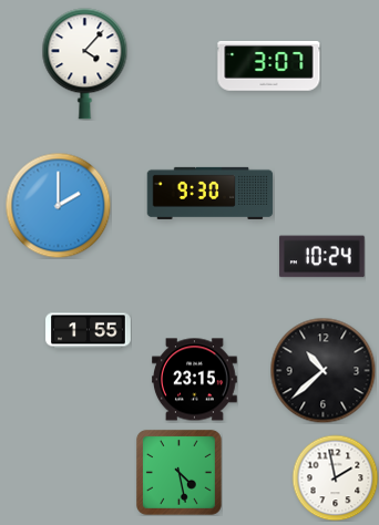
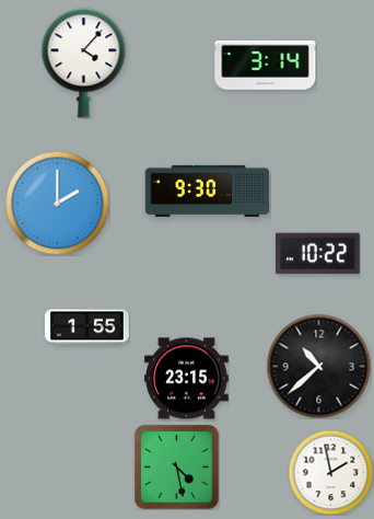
clock at (269, 66): 3:07 -> 3:14
clock at (321, 257): 10:24 -> 10:22
clock at (195, 380) position: (195, 380) -> (187, 379)
